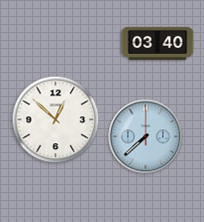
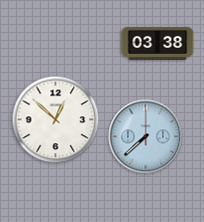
clock at (158, 43): 03:40 -> 03:38
